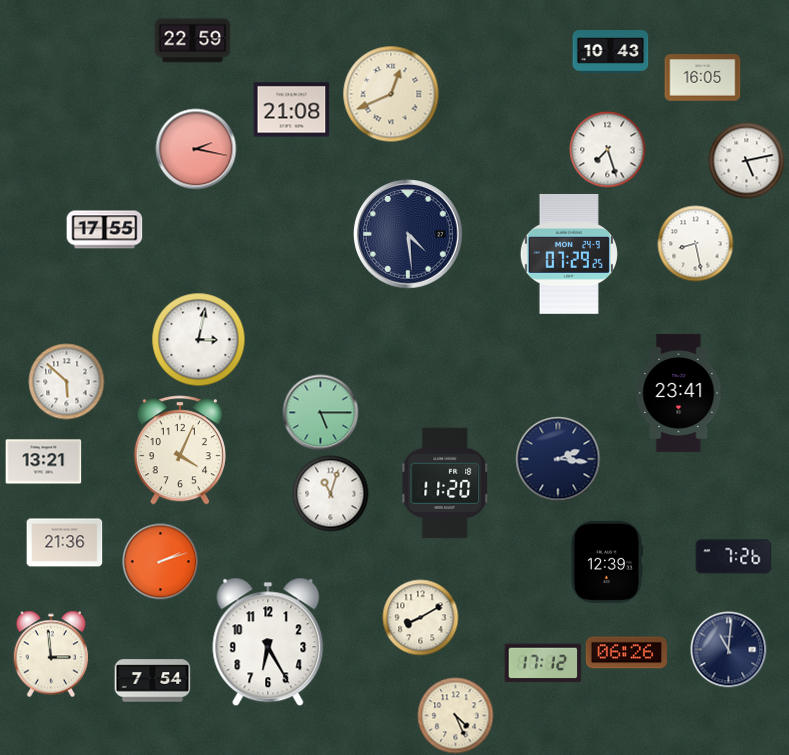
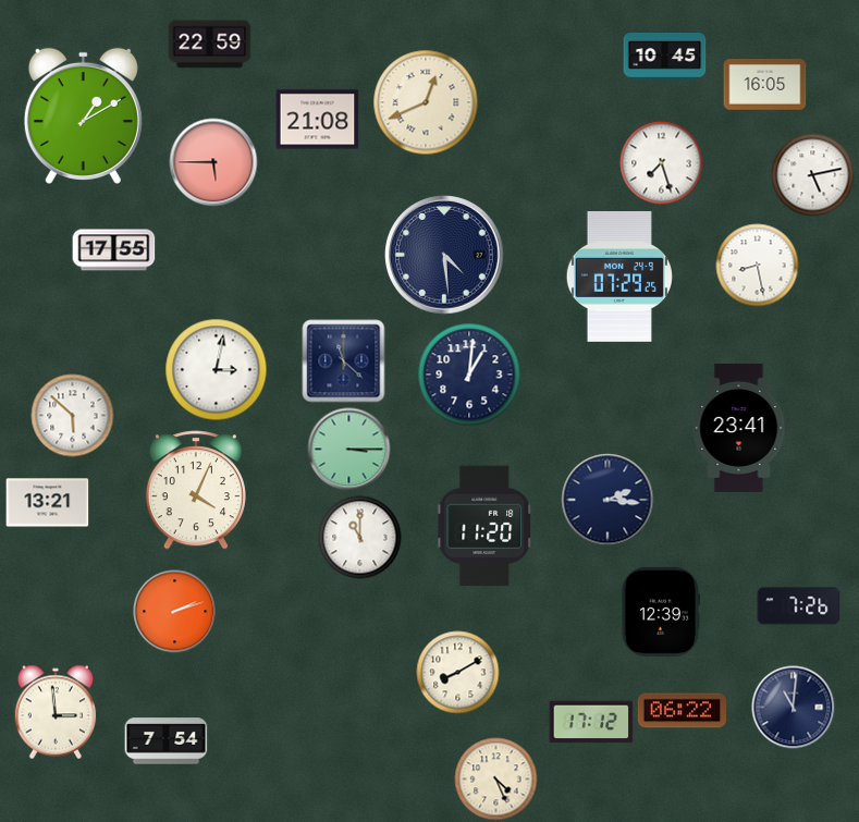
clock at (611, 52): 10:43 -> 10:45
clock at (83, 115): none -> 1:10
clock at (196, 149): 2:17 -> 5:45
clock at (344, 361): none -> 11:22
clock at (469, 375): none -> 1:01
clock at (321, 413): 5:15 -> 3:15
clock at (331, 494): 11:03 -> 11:00
clock at (65, 543): 21:36 -> none
clock at (268, 642): 6:25 -> none
clock at (626, 653): 06:26 -> 06:22
